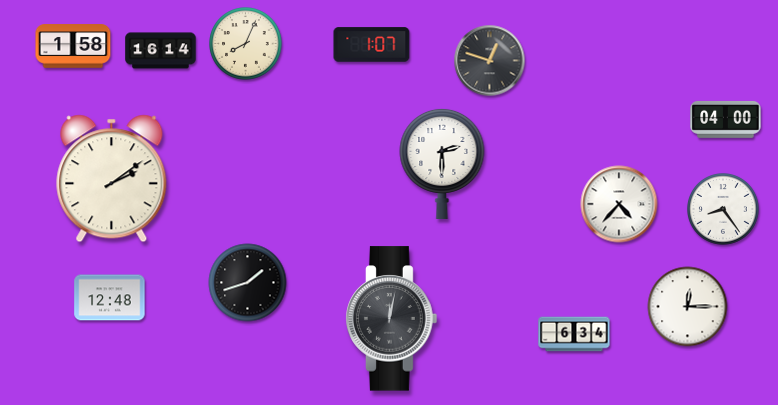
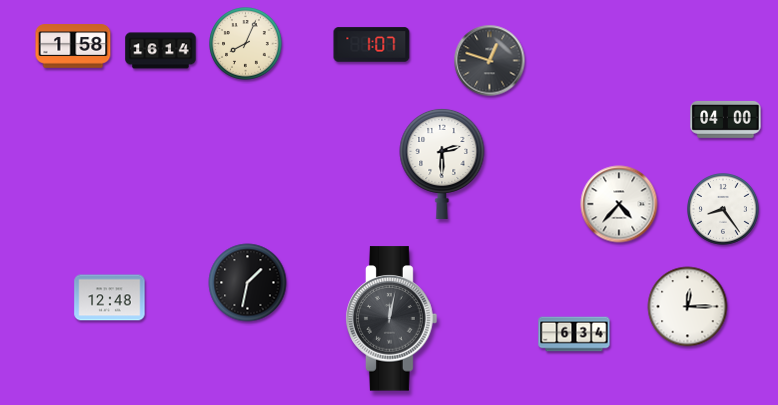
clock at (112, 179): 2:09 -> none
clock at (248, 283): 1:42 -> 1:32
